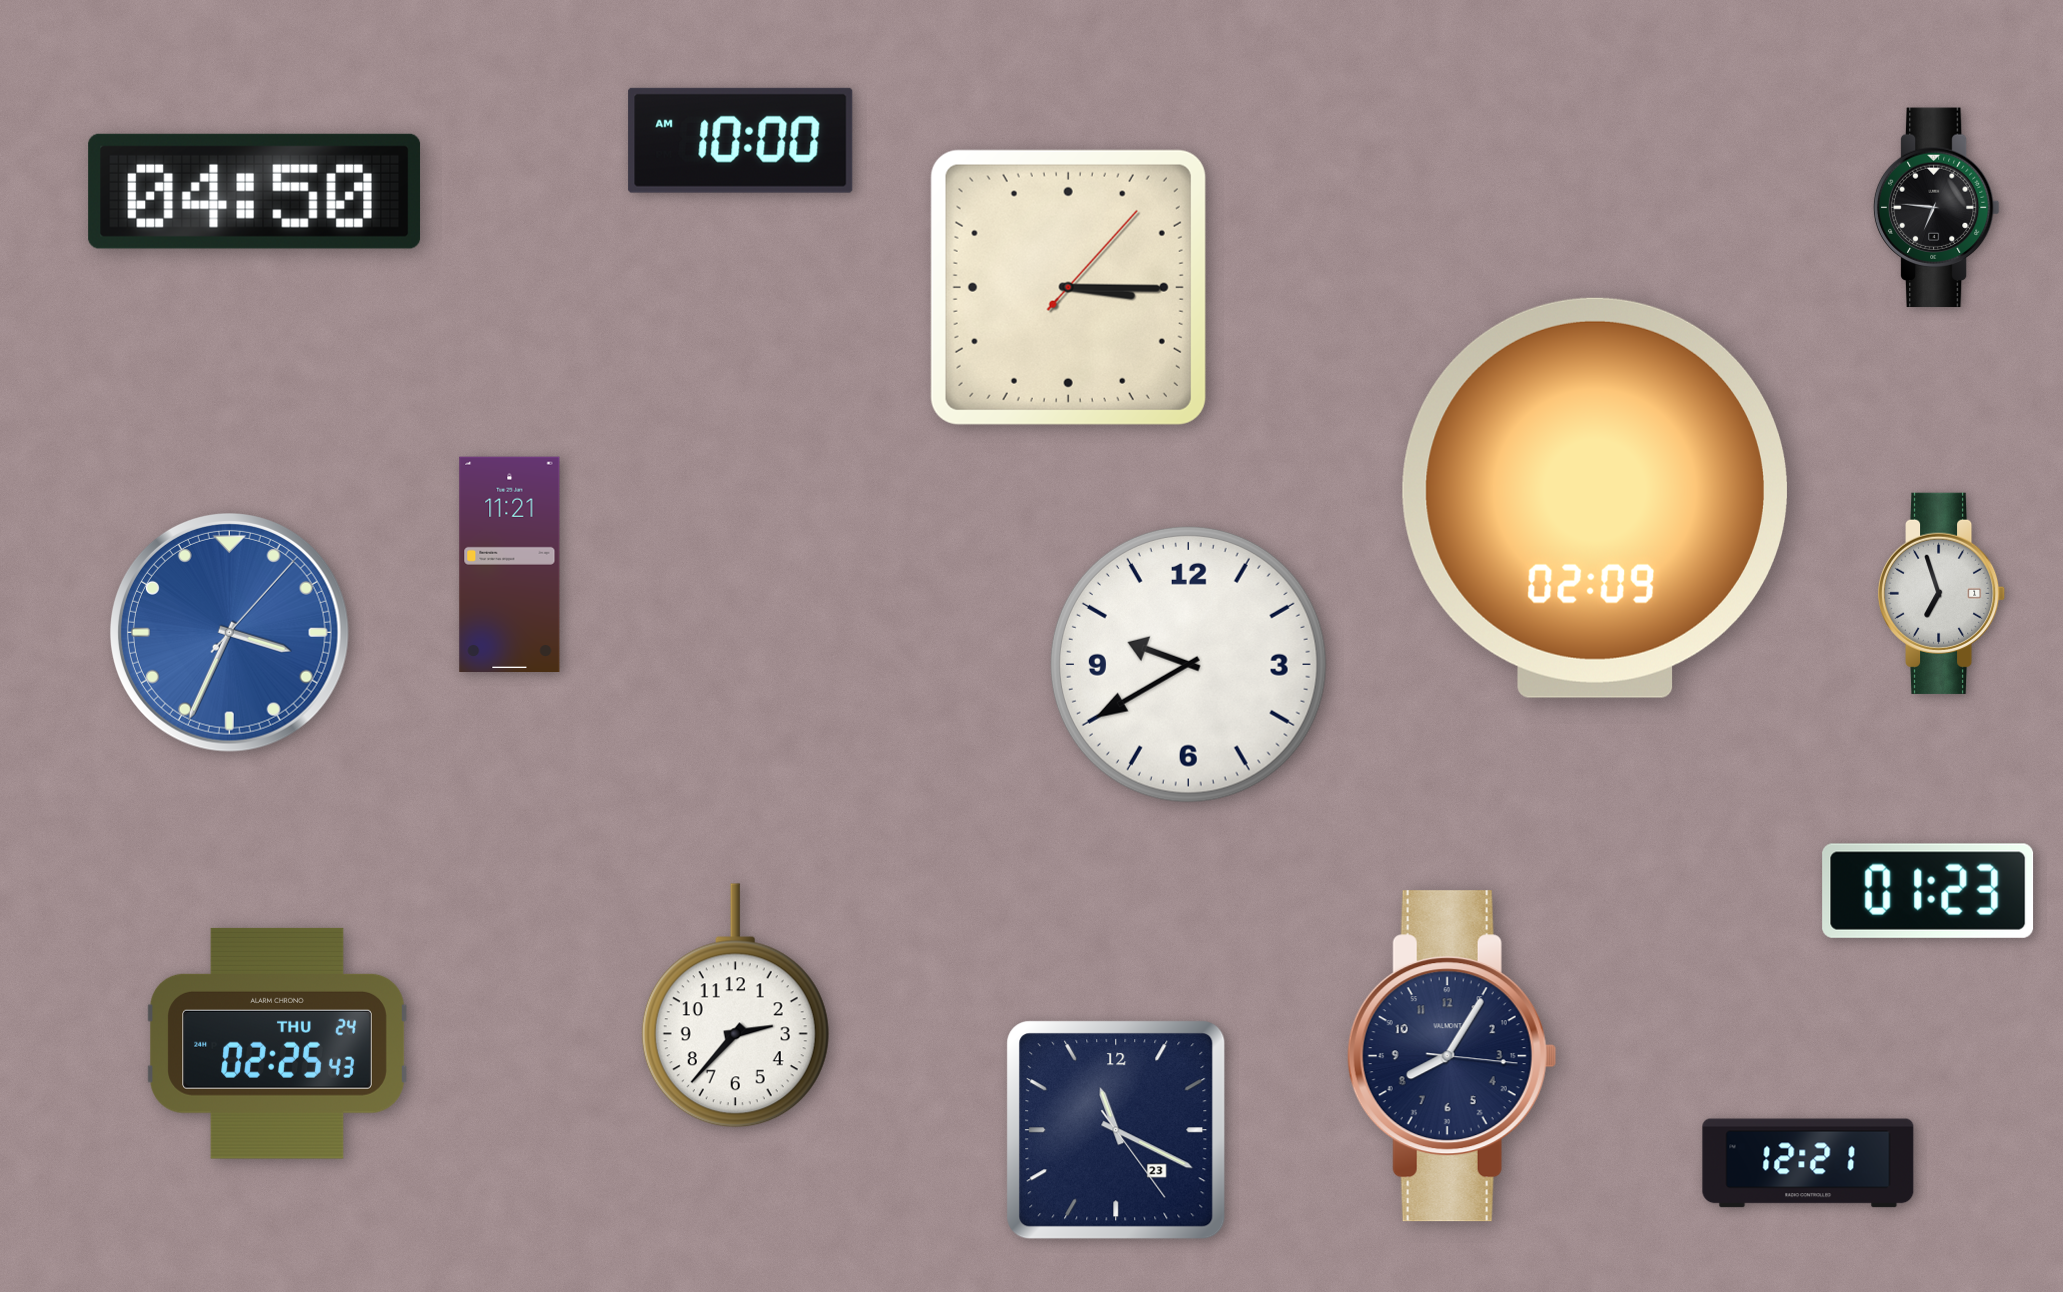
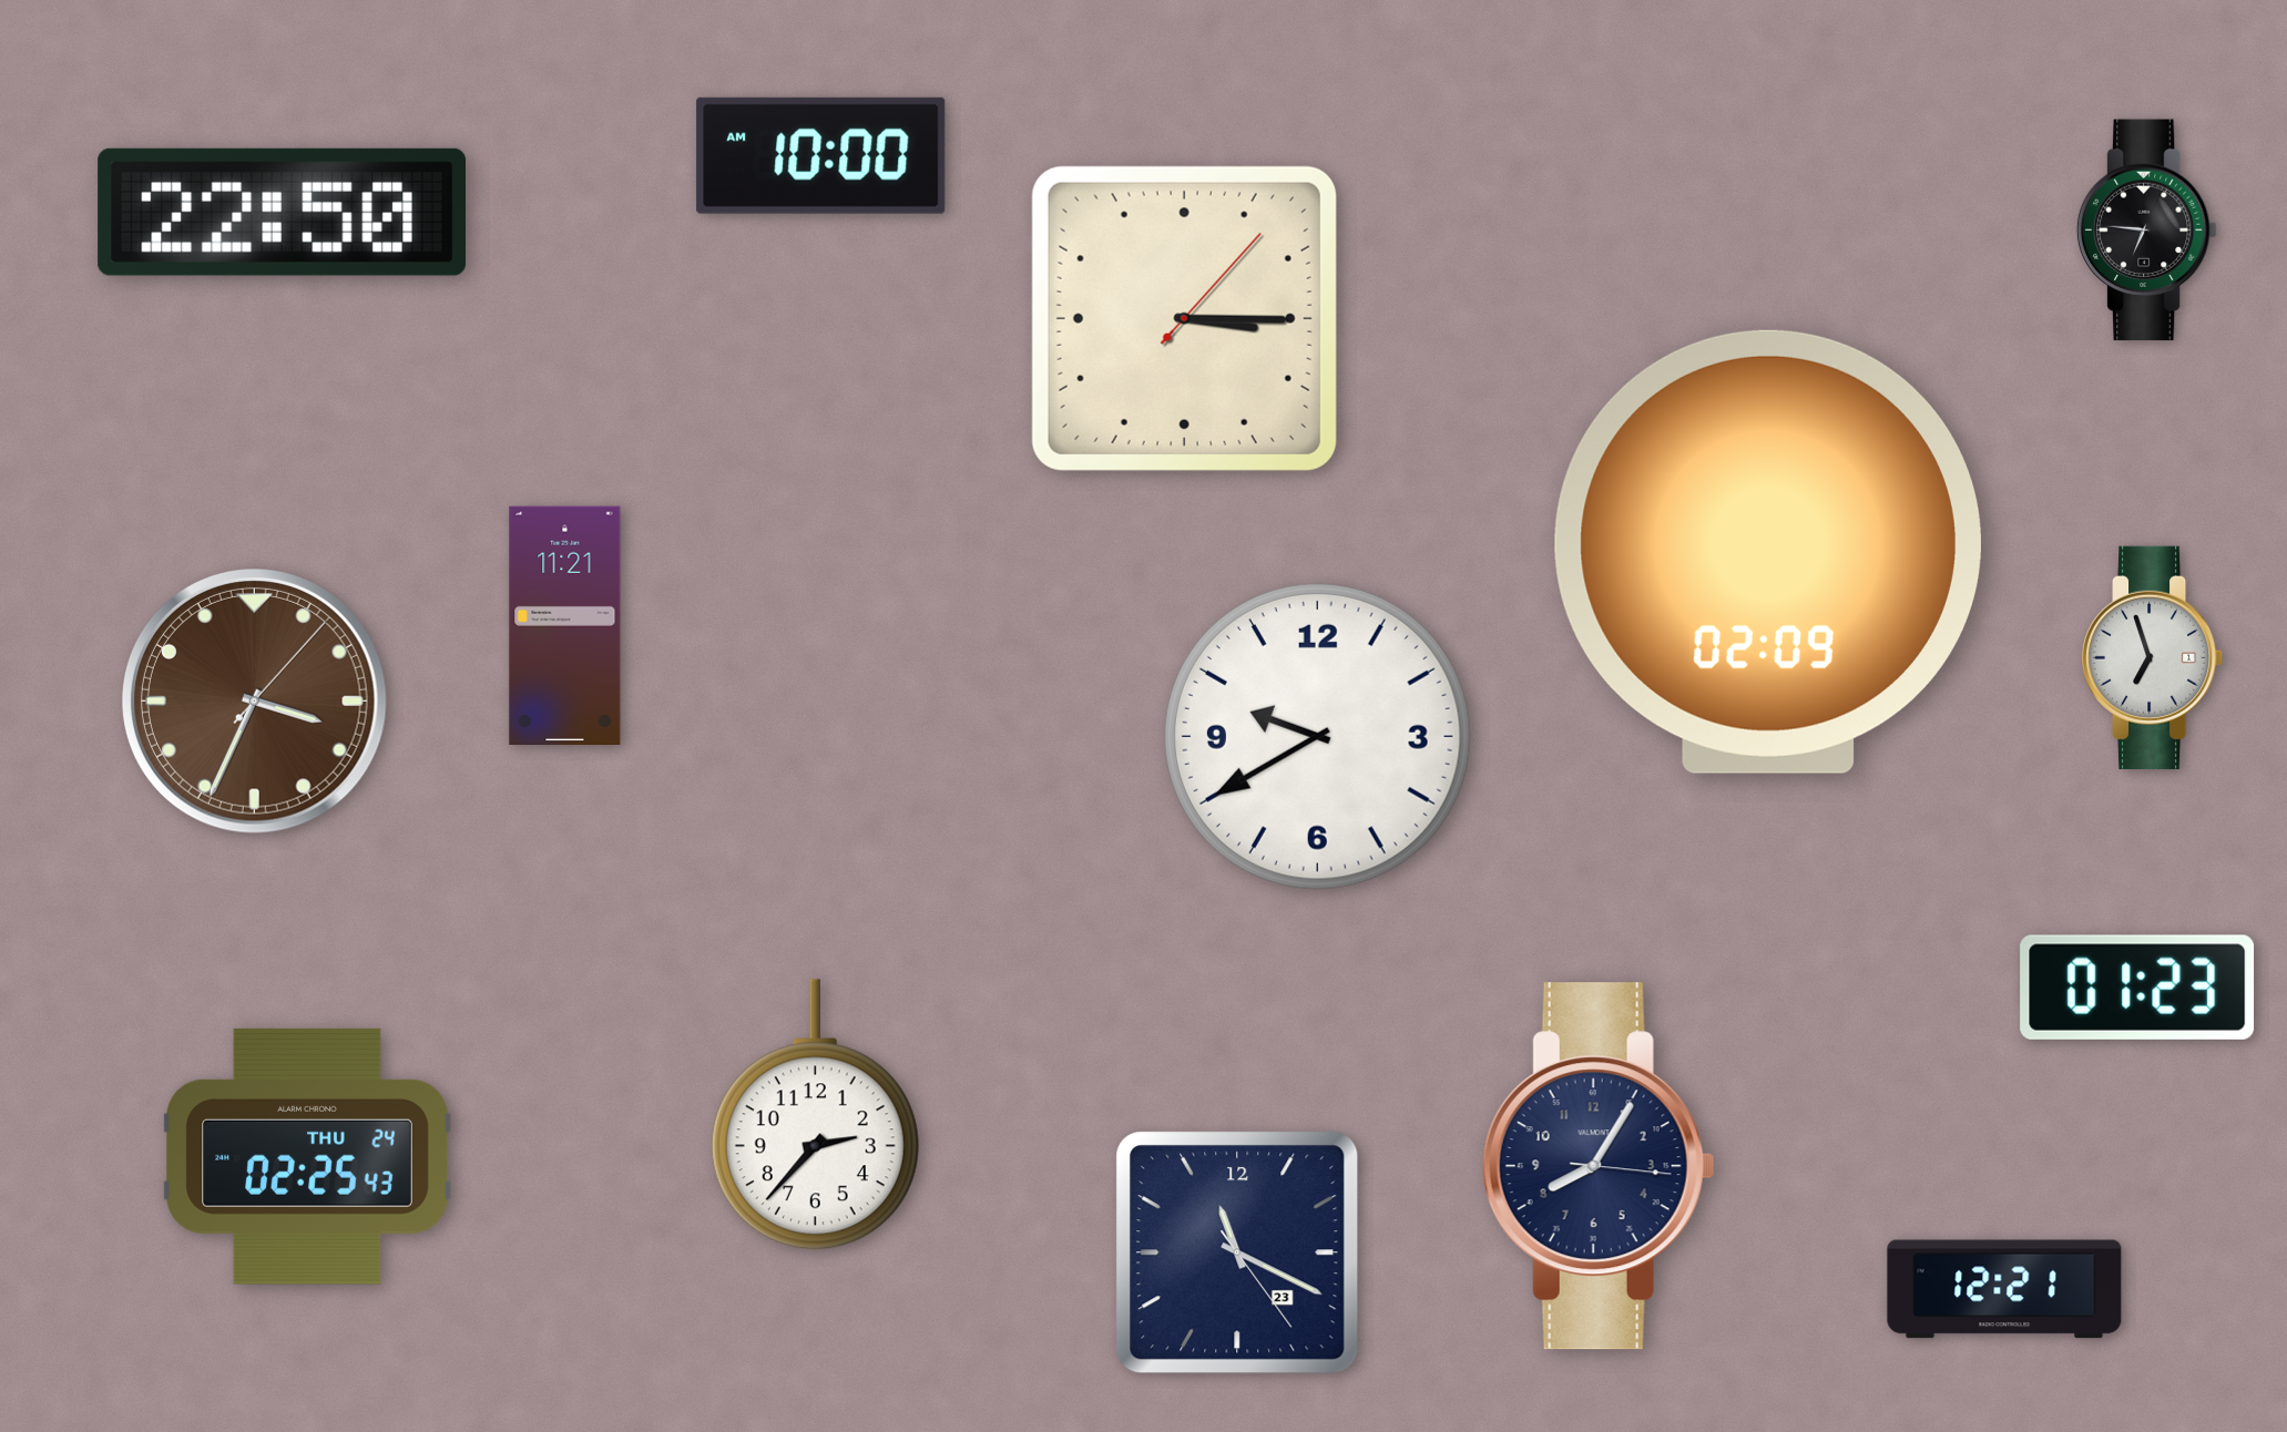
clock at (255, 191): 04:50 -> 22:50
clock at (229, 632) dial: blue -> brown
clock at (1452, 1056) position: (1452, 1056) -> (1599, 1166)
